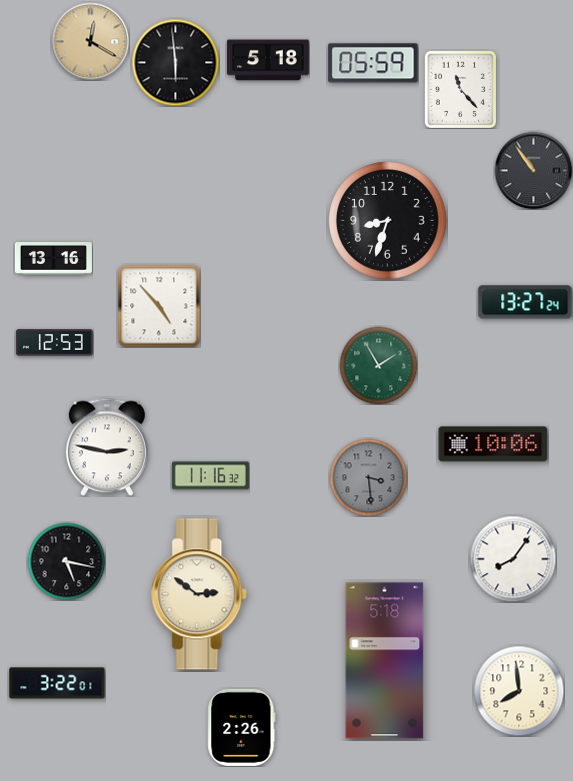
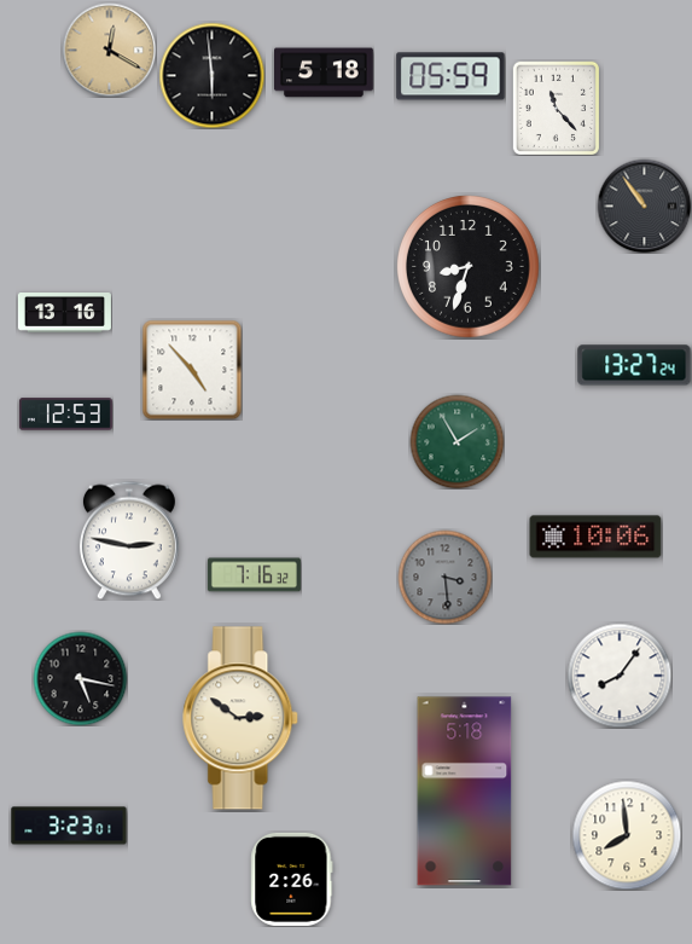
clock at (210, 476): 11:16 -> 7:16
clock at (385, 661) position: (385, 661) -> (465, 792)
clock at (57, 683): 3:22 -> 3:23
